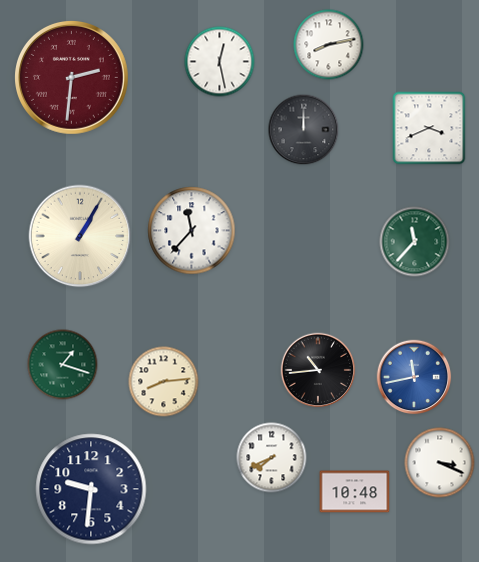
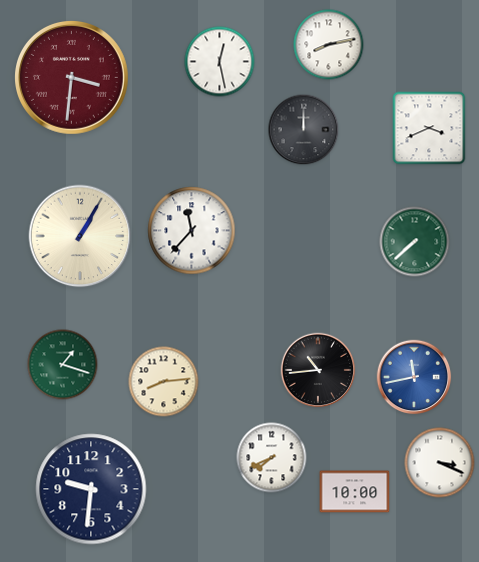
clock at (72, 78): 2:31 -> 3:31
clock at (415, 242): 11:37 -> 7:38
clock at (355, 492): 10:48 -> 10:00
